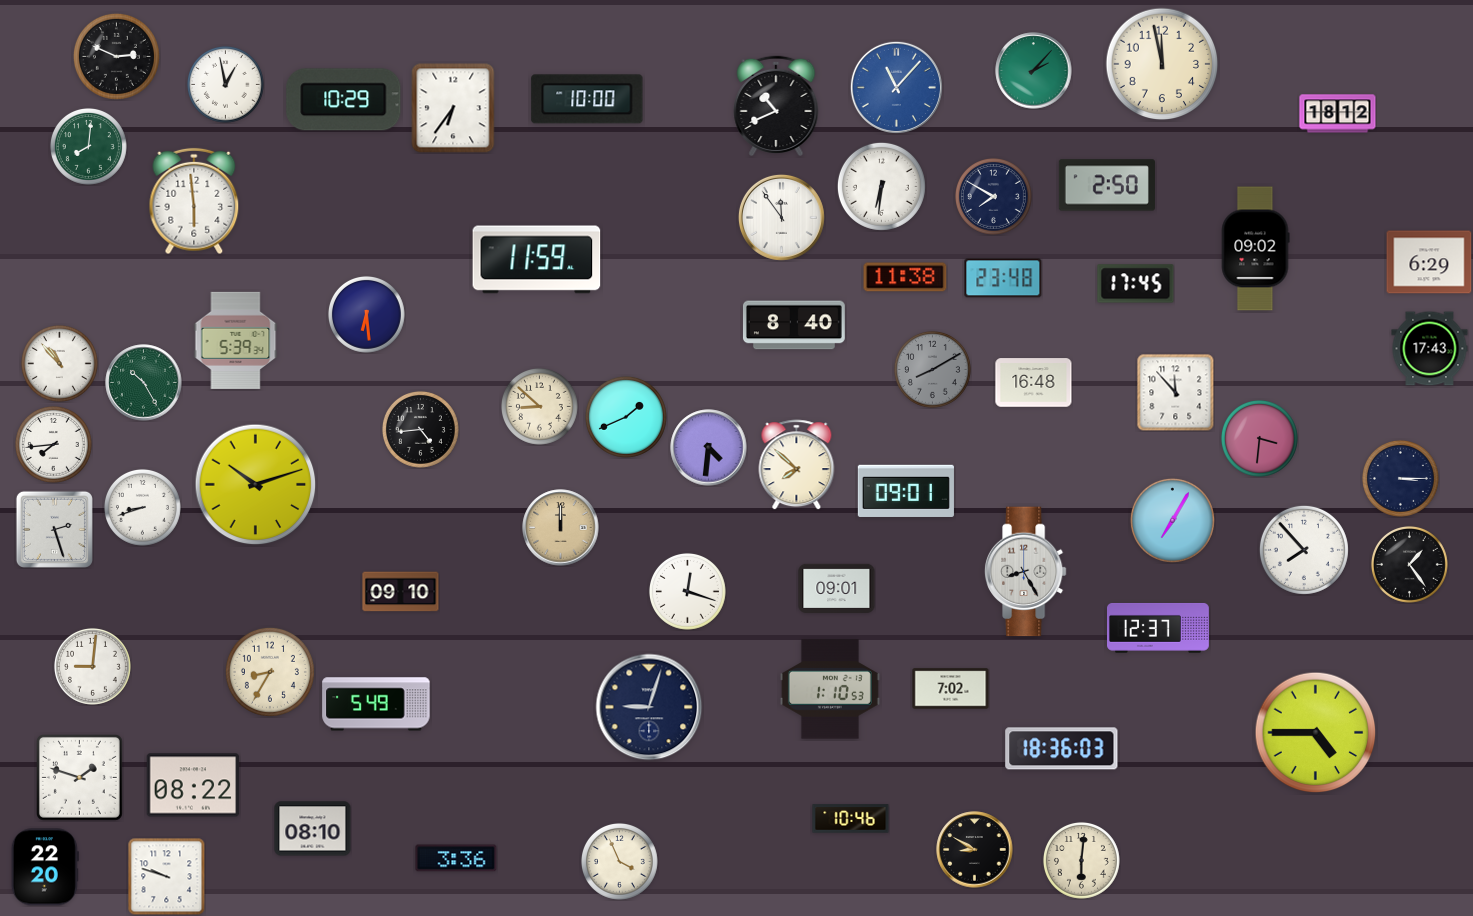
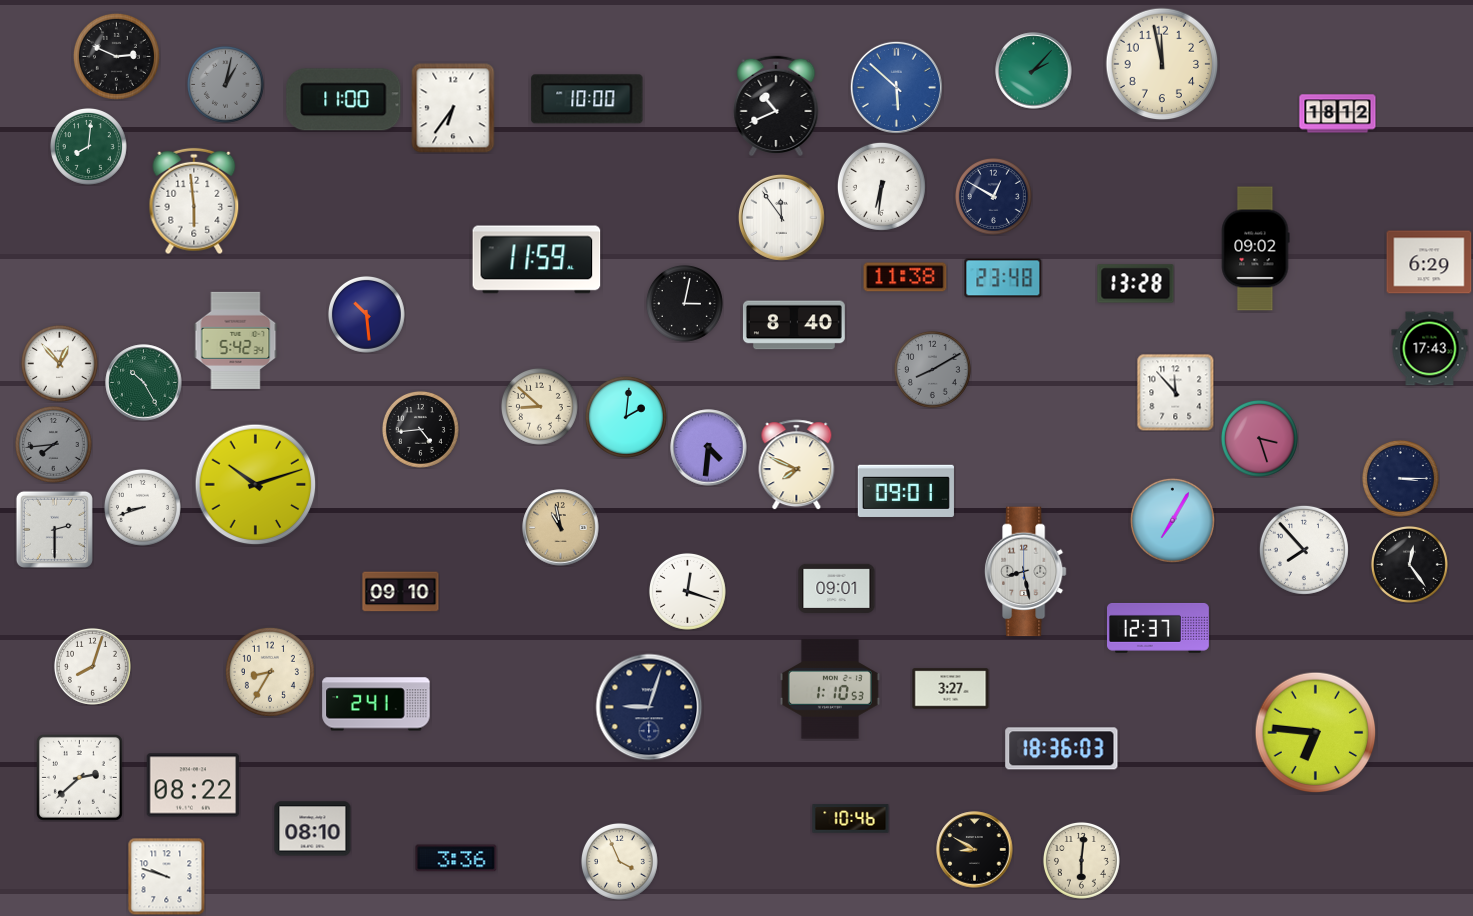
clock at (225, 84): 12:58 -> 1:02
clock at (225, 84) dial: white -> grey
clock at (896, 87): 11:07 -> 5:52
clock at (344, 100): 10:29 -> 11:00
clock at (1107, 185): 2:50 -> none
clock at (993, 196): 7:50 -> 12:50
clock at (1136, 284): 17:45 -> 13:28
clock at (684, 303): none -> 3:02
clock at (366, 314): 6:29 -> 10:29
clock at (236, 340): 5:39 -> 5:42
clock at (59, 363): 10:53 -> 12:53
clock at (1034, 383): 16:48 -> none
clock at (626, 417): 1:41 -> 2:01
clock at (1259, 438): 3:31 -> 3:27
clock at (53, 444) dial: white -> grey
clock at (797, 465): 7:52 -> 7:49
clock at (561, 528): 12:00 -> 10:58
clock at (54, 529): 2:27 -> 2:30
clock at (1409, 564): 1:24 -> 12:24
clock at (1025, 572): 8:25 -> 8:28
clock at (92, 666): 9:01 -> 8:03
clock at (951, 689): 7:02 -> 3:27
clock at (376, 704): 5:49 -> 2:41
clock at (1316, 733): 4:45 -> 6:46
clock at (79, 777): 1:48 -> 2:38
clock at (45, 867): 22:20 -> none
